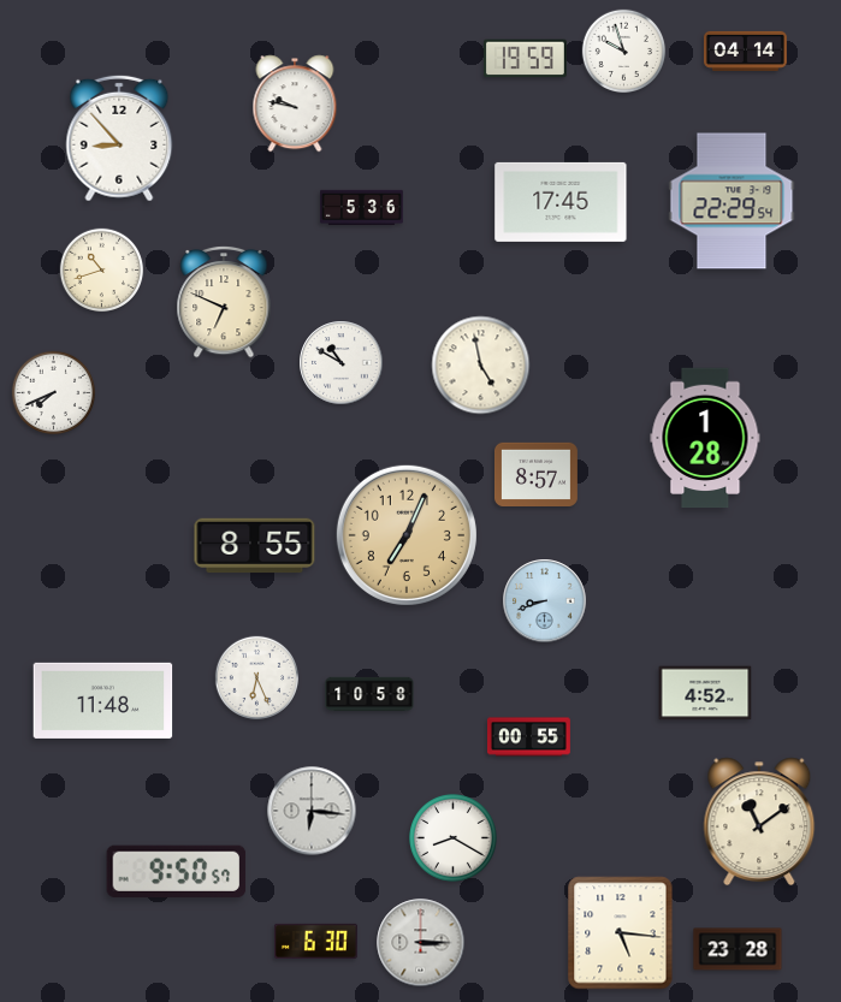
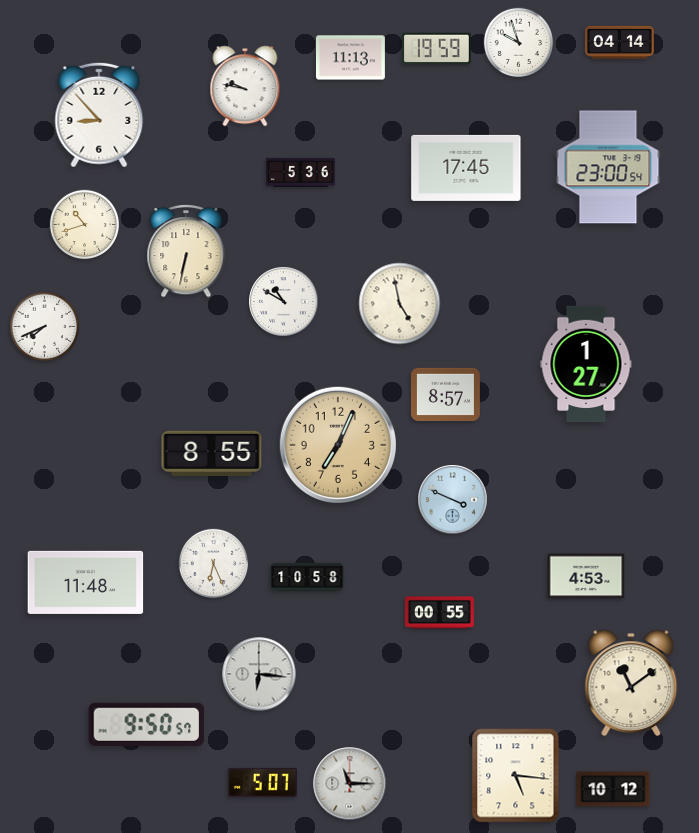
clock at (350, 58): none -> 11:13
clock at (732, 201): 22:29 -> 23:00
clock at (224, 302): 6:49 -> 6:32
clock at (705, 438): 1:28 -> 1:27
clock at (545, 601): 8:42 -> 3:49
clock at (705, 693): 4:52 -> 4:53
clock at (454, 838): 8:20 -> none
clock at (315, 941): 6:30 -> 5:07
clock at (421, 943): 3:15 -> 11:15
clock at (738, 949): 23:28 -> 10:12
